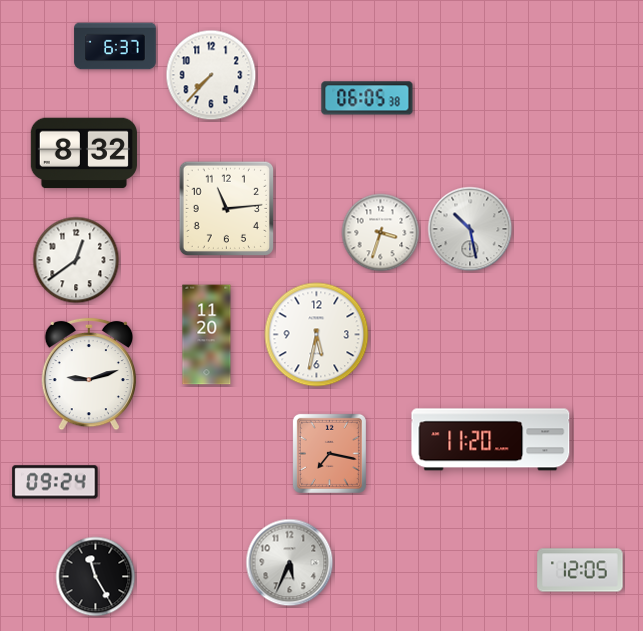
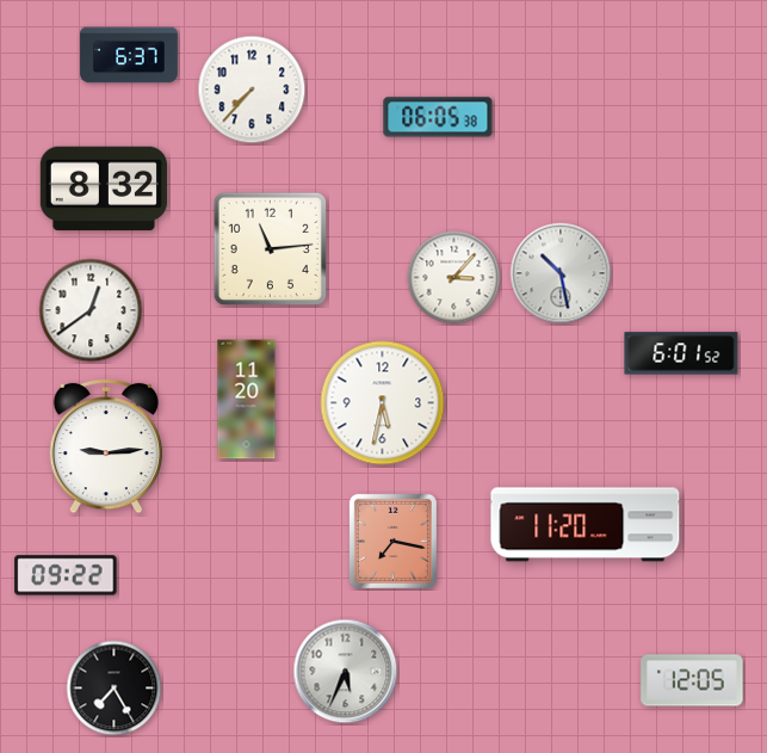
clock at (115, 46) position: (115, 46) -> (129, 55)
clock at (83, 153) position: (83, 153) -> (103, 189)
clock at (381, 233): 3:33 -> 3:07
clock at (681, 353): none -> 6:01
clock at (317, 335) position: (317, 335) -> (383, 403)
clock at (88, 374): 9:12 -> 9:14
clock at (55, 482): 09:24 -> 09:22
clock at (96, 577): 11:25 -> 7:25
